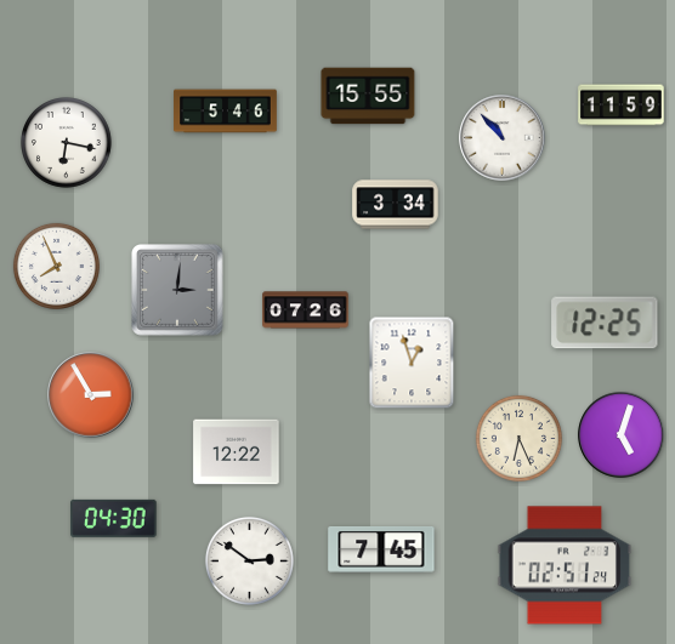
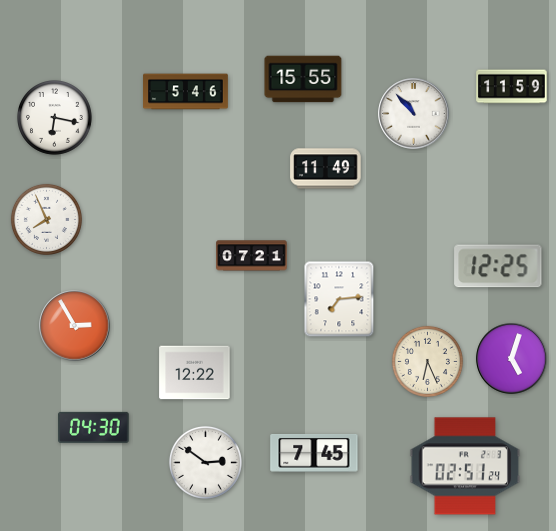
clock at (396, 205): 3:34 -> 11:49
clock at (178, 291): 3:01 -> none
clock at (306, 310): 07:26 -> 07:21
clock at (412, 363): 12:57 -> 7:14
